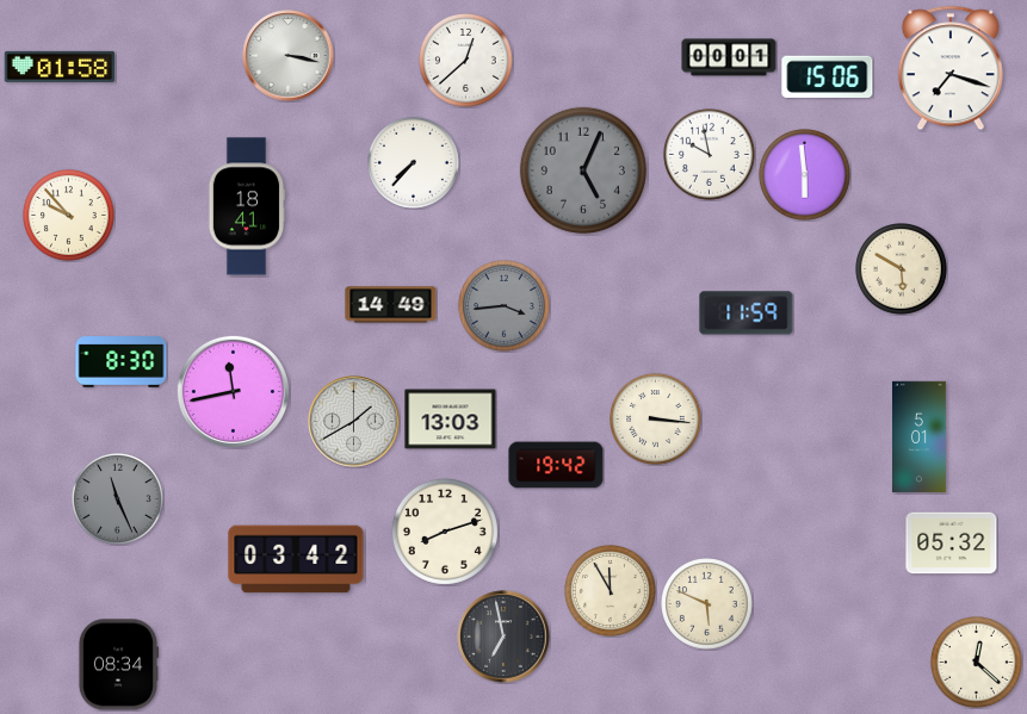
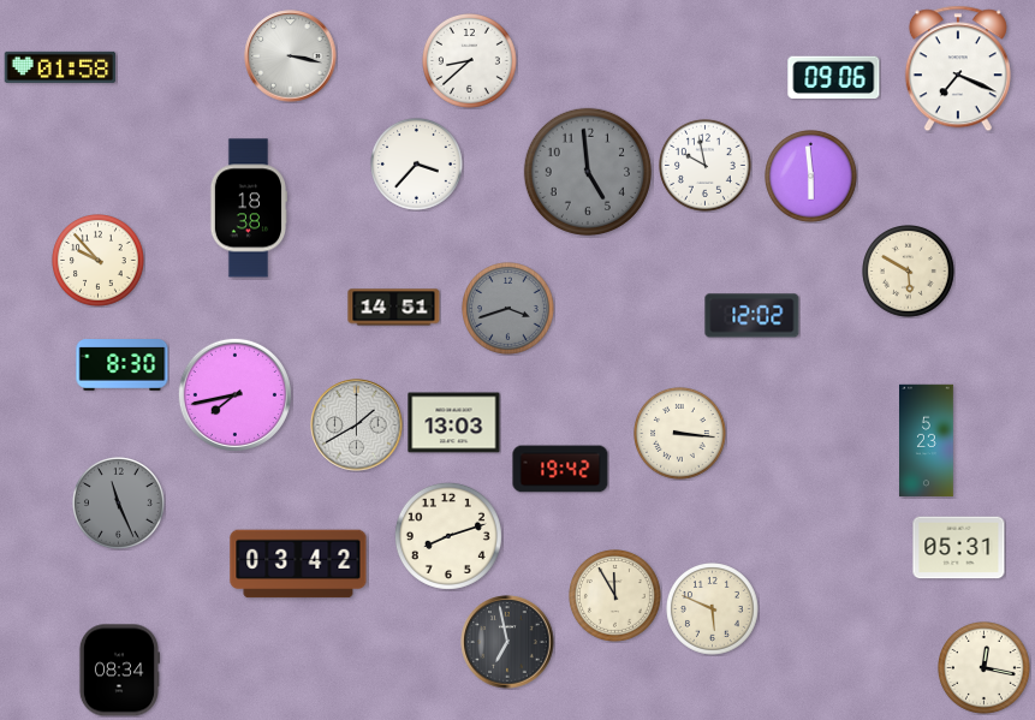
clock at (729, 57): 00:01 -> none
clock at (466, 61): 12:38 -> 8:38
clock at (951, 68): 7:18 -> 7:19
clock at (828, 77): 15:06 -> 09:06
clock at (710, 155) position: (710, 155) -> (706, 166)
clock at (414, 163): 7:37 -> 3:37
clock at (583, 170): 5:04 -> 4:59
clock at (246, 206): 18:41 -> 18:38
clock at (69, 216) position: (69, 216) -> (99, 261)
clock at (391, 305): 14:49 -> 14:51
clock at (505, 306): 3:44 -> 3:42
clock at (747, 313): 11:59 -> 12:02
clock at (233, 391): 11:43 -> 7:43
clock at (656, 420) position: (656, 420) -> (680, 434)
clock at (920, 437): 5:01 -> 5:23
clock at (952, 544): 05:32 -> 05:31
clock at (977, 663): 12:22 -> 12:17
